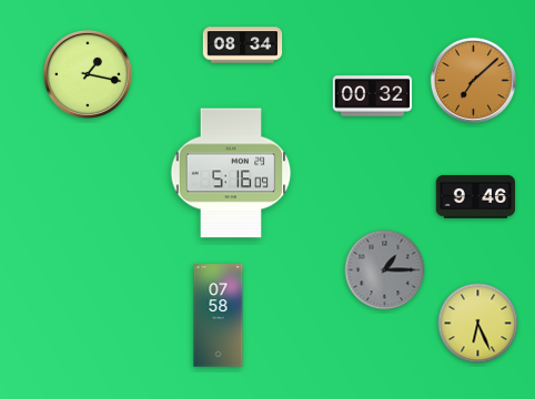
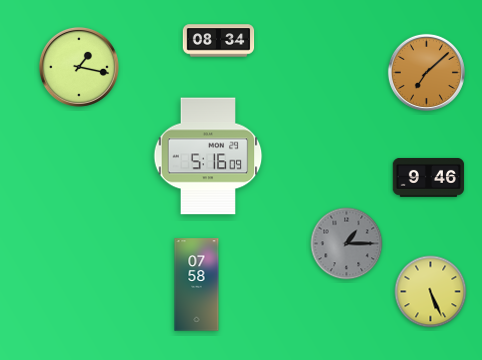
clock at (373, 96): 00:32 -> none
clock at (478, 324): 6:26 -> 5:26
